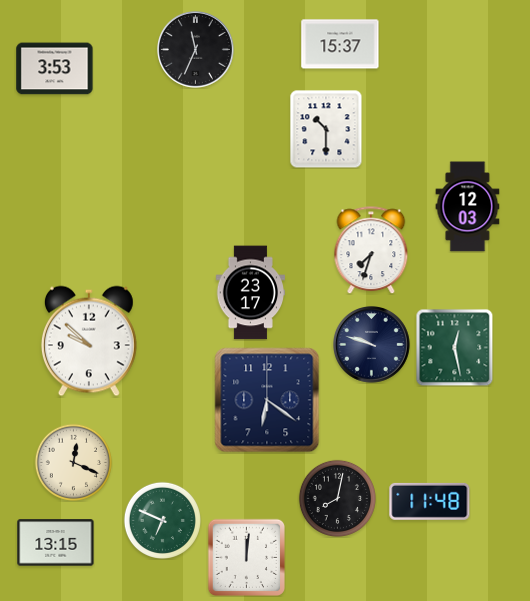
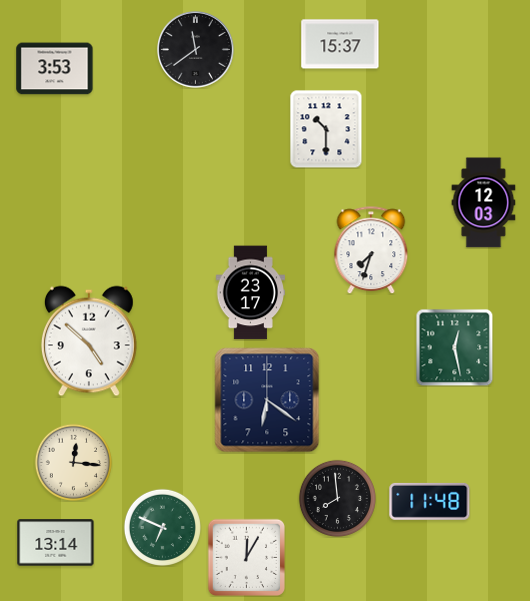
clock at (196, 50): 11:34 -> 11:39
clock at (468, 207) position: (468, 207) -> (484, 203)
clock at (89, 341): 9:52 -> 4:52
clock at (372, 345): 9:48 -> none
clock at (73, 462): 12:19 -> 12:16
clock at (337, 498): 8:02 -> 7:59
clock at (162, 520) position: (162, 520) -> (162, 527)
clock at (56, 543): 13:15 -> 13:14
clock at (246, 557): 12:01 -> 12:05
